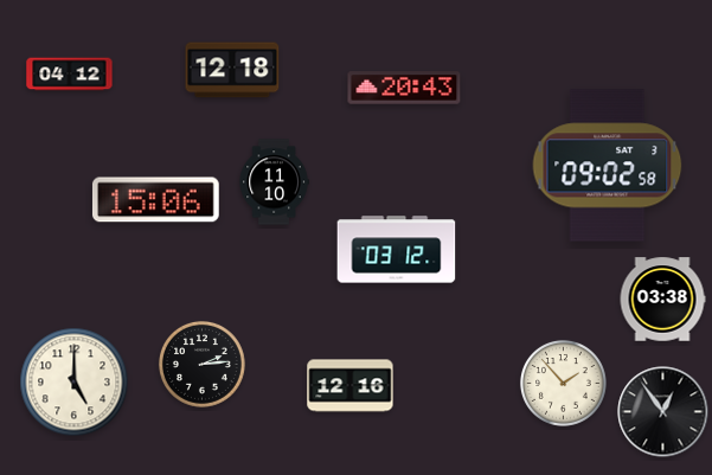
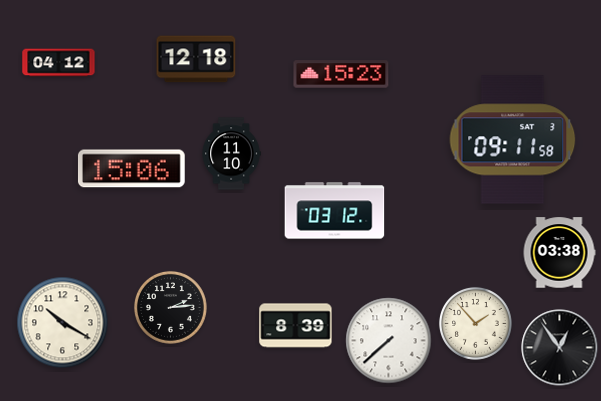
clock at (404, 88): 20:43 -> 15:23
clock at (608, 166): 09:02 -> 09:11
clock at (75, 383): 5:00 -> 10:20
clock at (351, 386): 12:16 -> 8:39
clock at (389, 341): none -> 7:38
